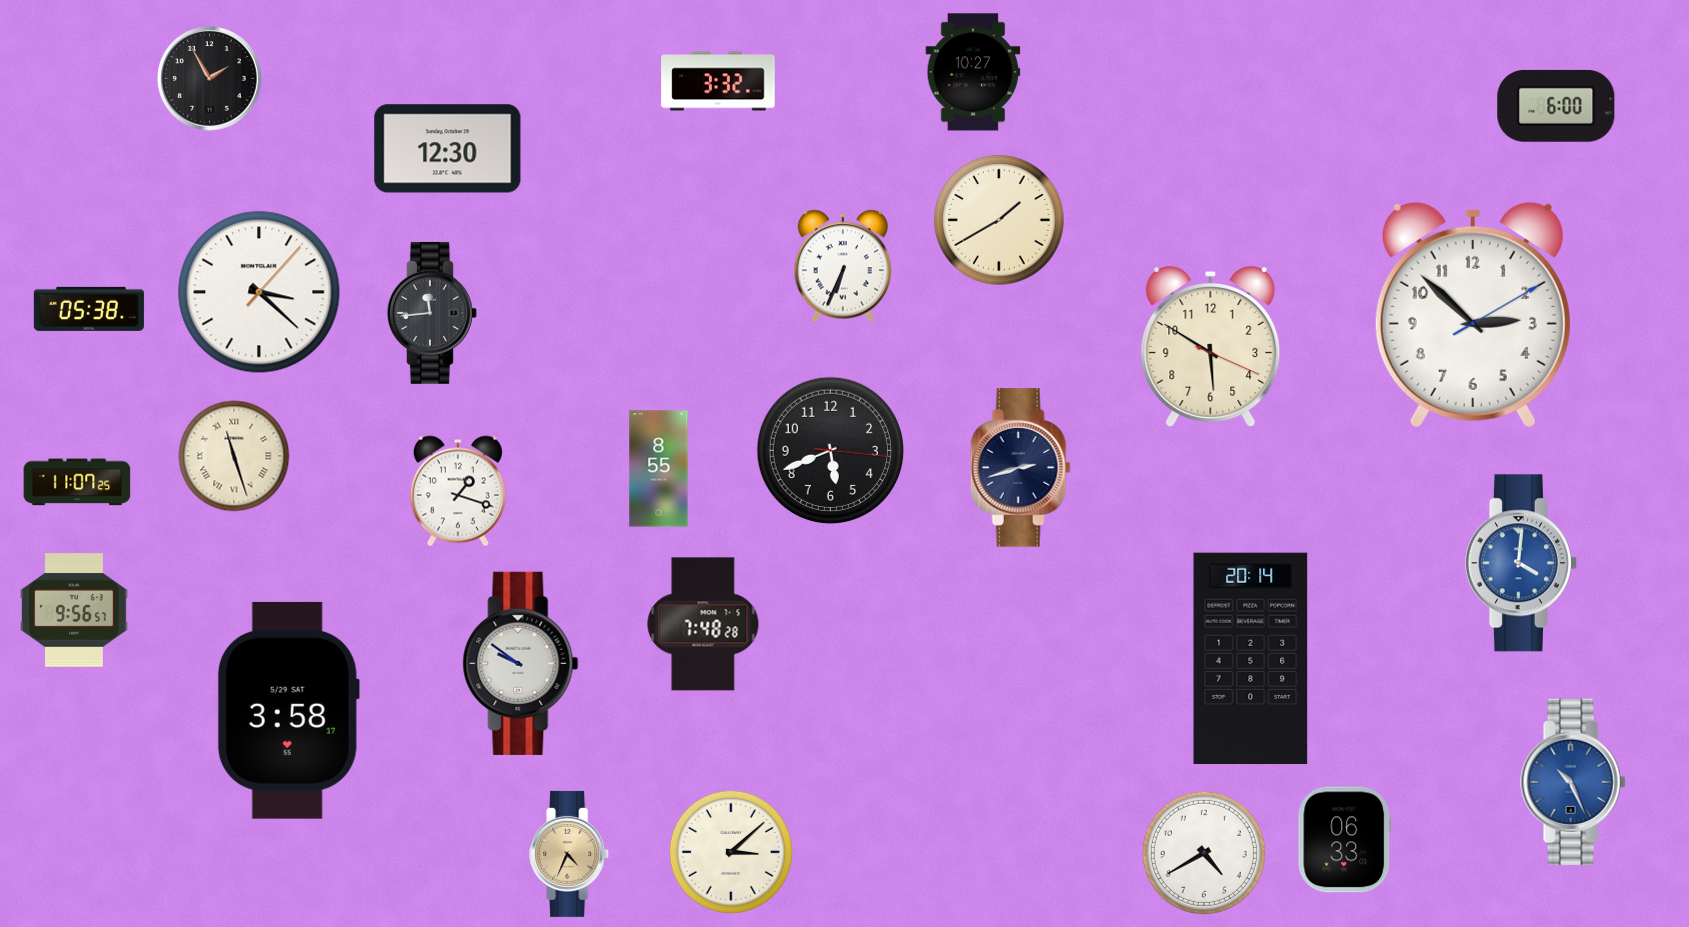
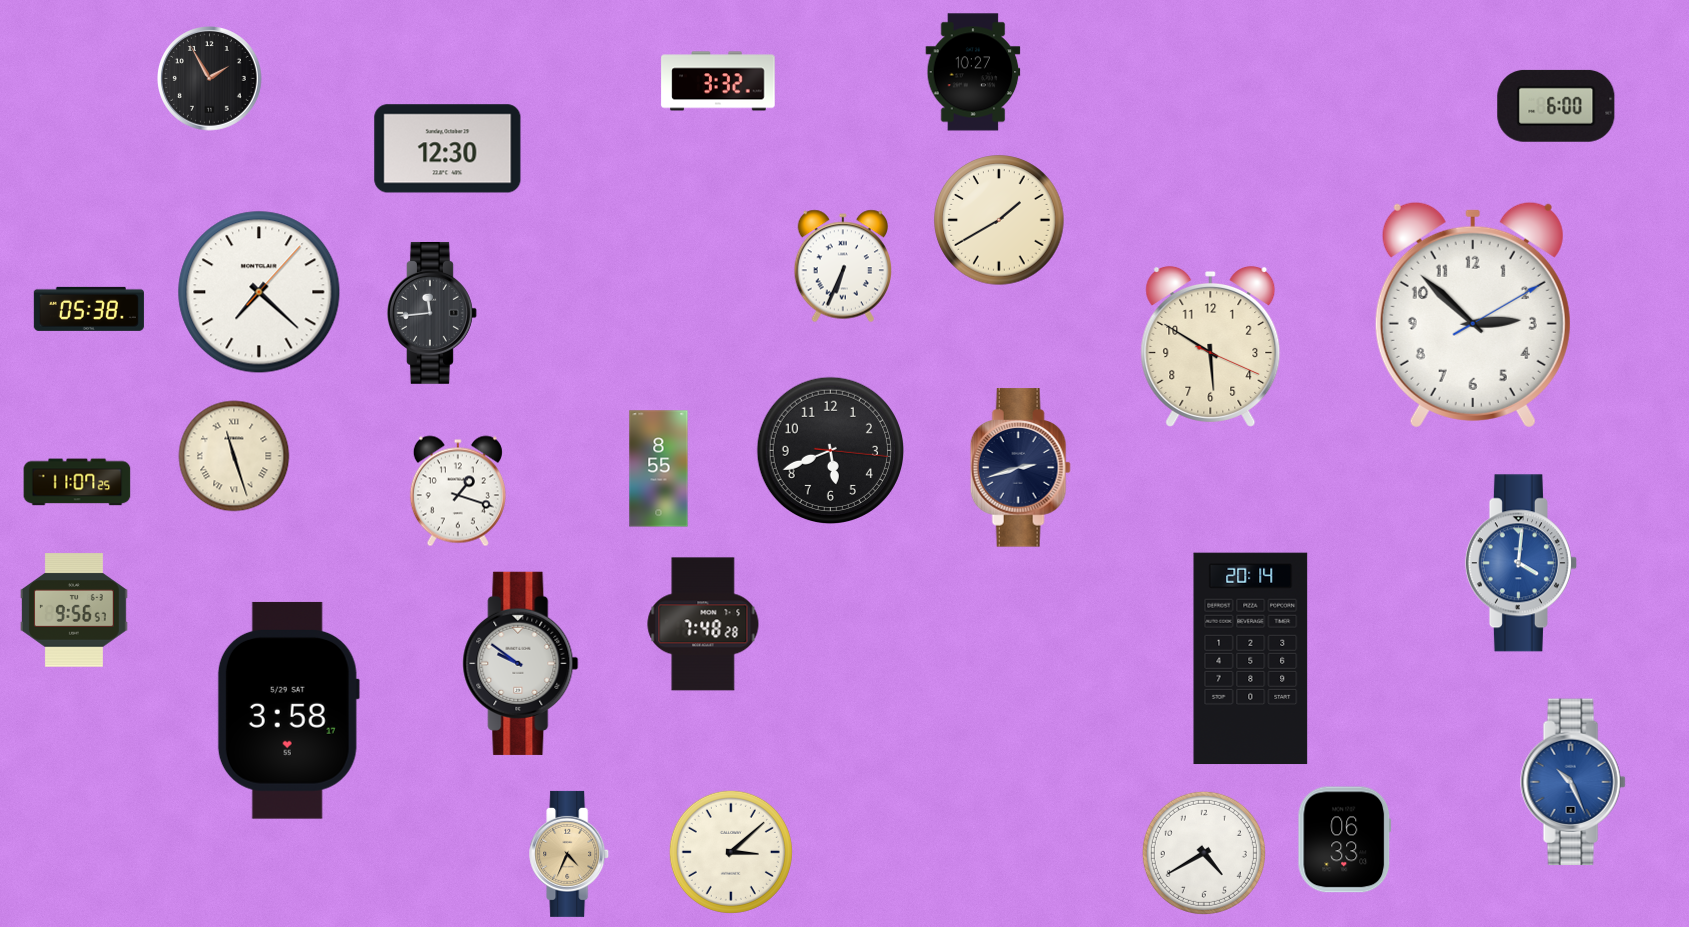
clock at (259, 292): 3:22 -> 7:22
